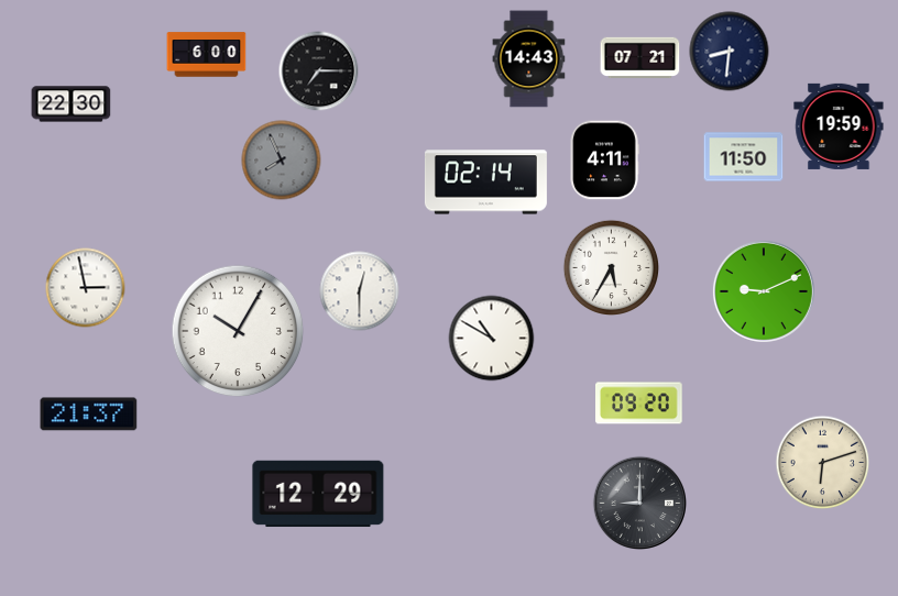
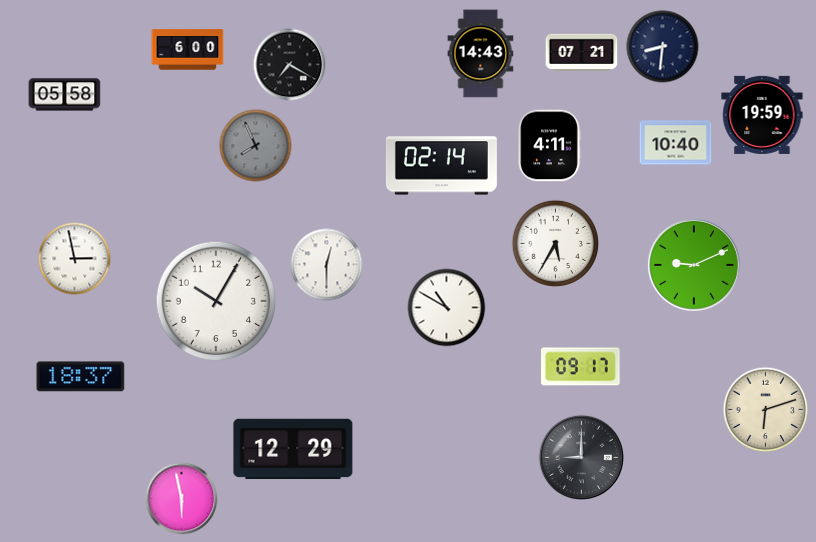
clock at (319, 71): 7:15 -> 7:20
clock at (72, 104): 22:30 -> 05:58
clock at (744, 157): 11:50 -> 10:40
clock at (86, 288) position: (86, 288) -> (75, 259)
clock at (639, 404): 09:20 -> 09:17
clock at (89, 415): 21:37 -> 18:37
clock at (823, 463) position: (823, 463) -> (766, 410)
clock at (318, 494) position: (318, 494) -> (293, 449)
clock at (182, 499): none -> 5:58
